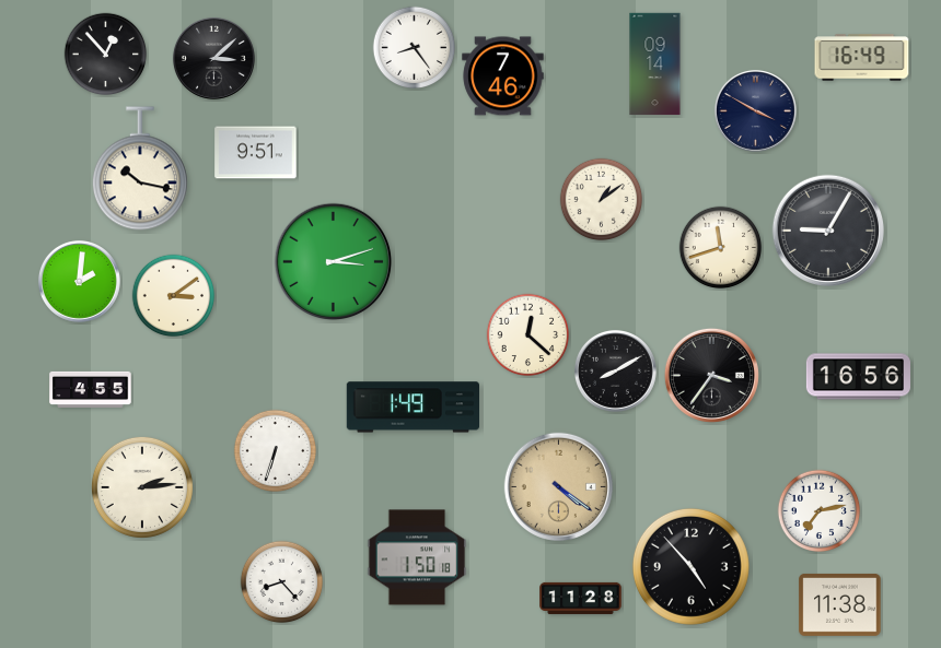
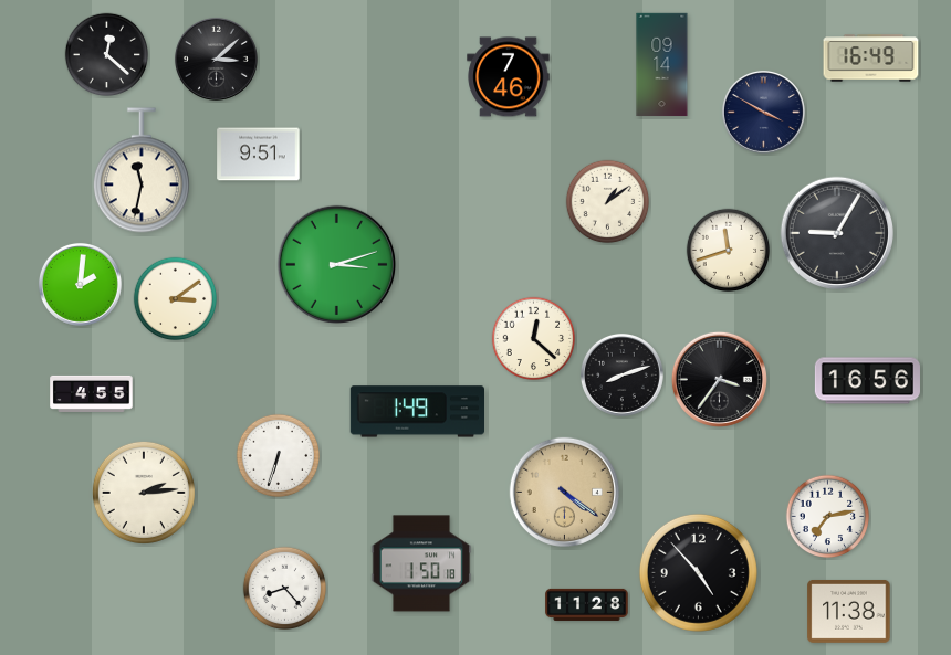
clock at (415, 48): 8:24 -> none
clock at (106, 55): 12:53 -> 12:22
clock at (140, 168): 10:17 -> 11:32
clock at (615, 370): 8:10 -> 8:12
